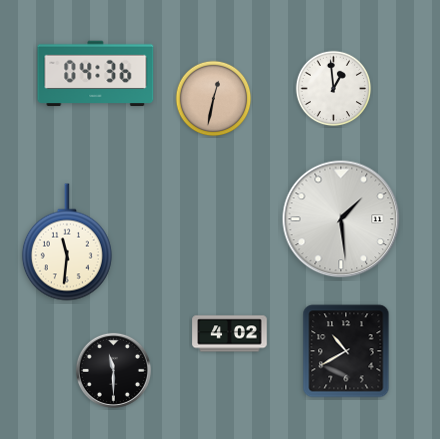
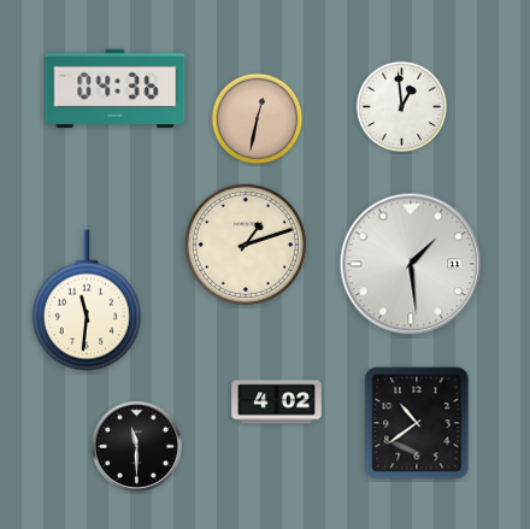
clock at (246, 245): none -> 1:12
clock at (67, 242) position: (67, 242) -> (87, 300)
clock at (346, 351): 10:40 -> 10:39
